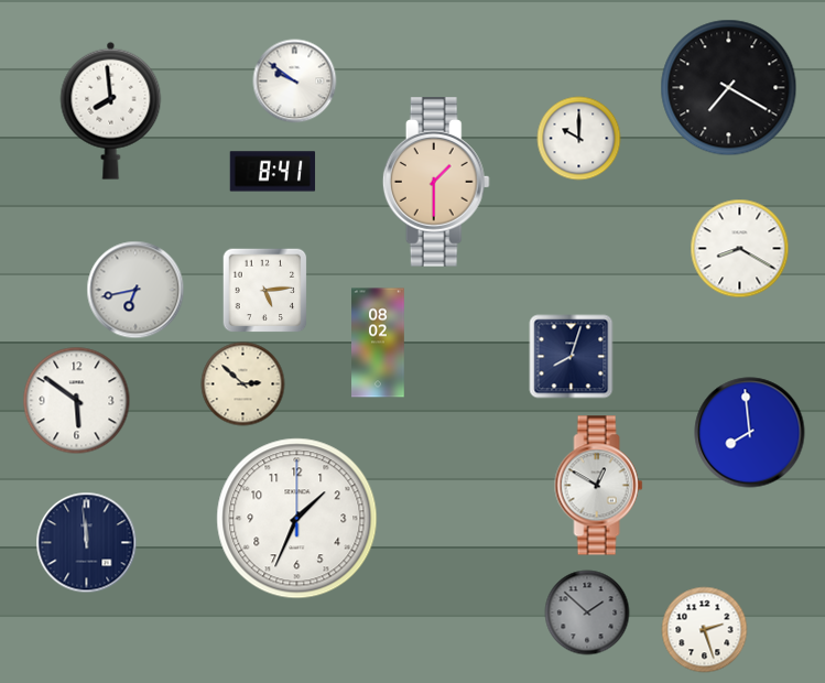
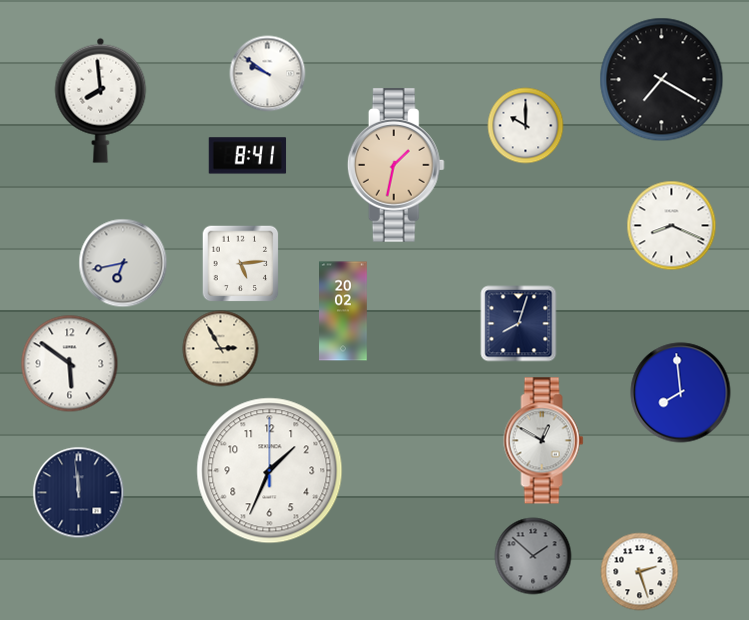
clock at (436, 182): 1:30 -> 1:32
clock at (740, 249): 8:20 -> 8:19
clock at (378, 343): 08:02 -> 20:02
clock at (243, 384): 2:52 -> 2:55
